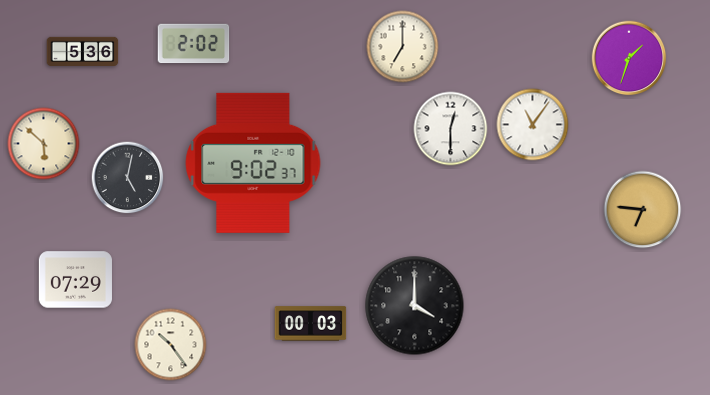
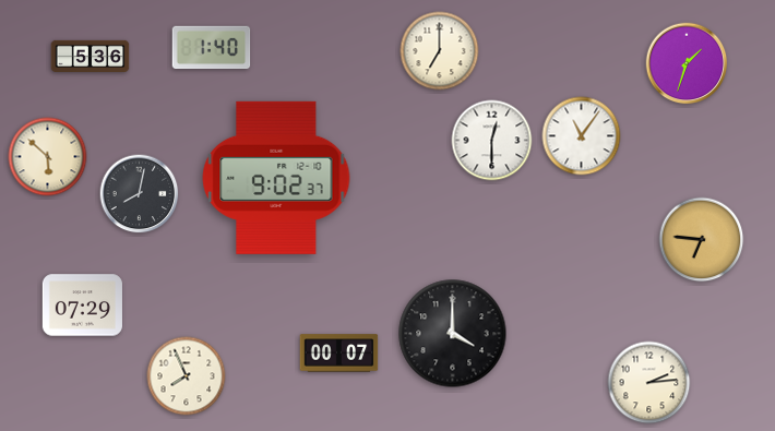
clock at (194, 44): 2:02 -> 1:40
clock at (128, 178): 5:02 -> 8:02
clock at (643, 210) position: (643, 210) -> (702, 240)
clock at (311, 324): 00:03 -> 00:07
clock at (171, 345): 10:24 -> 7:56
clock at (649, 383): none -> 2:14
